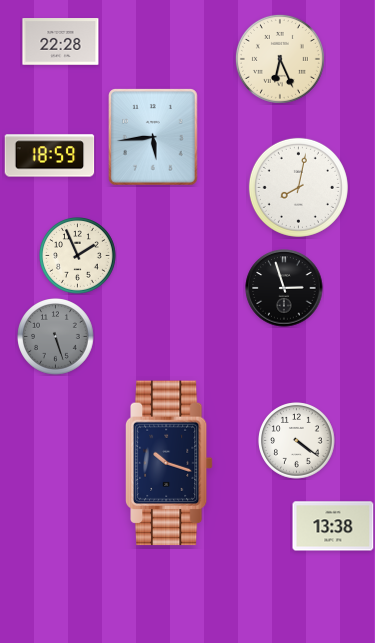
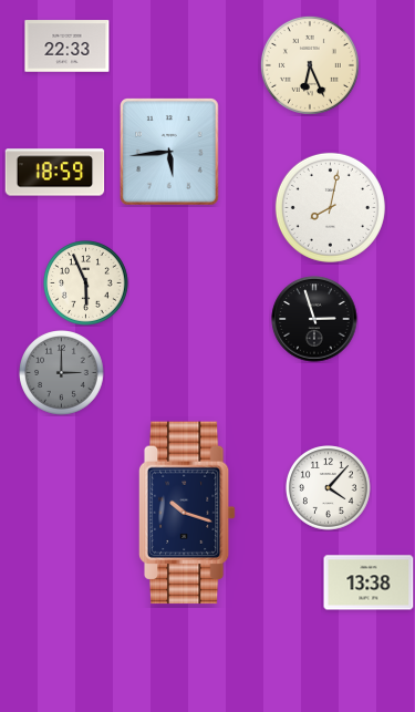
clock at (61, 42): 22:28 -> 22:33
clock at (78, 256): 1:56 -> 5:56
clock at (56, 337): 5:27 -> 3:00
clock at (297, 441): 4:21 -> 4:07
